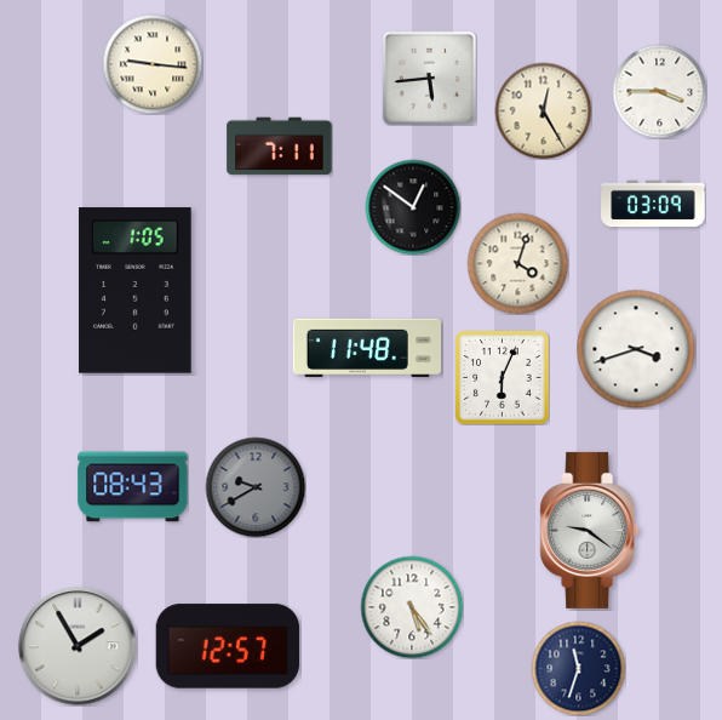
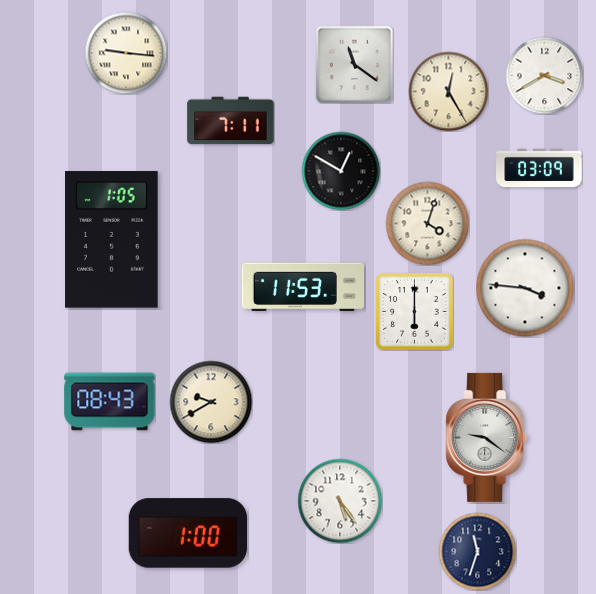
clock at (429, 78): 5:44 -> 11:21
clock at (659, 91): 3:45 -> 3:40
clock at (413, 207): 12:51 -> 12:50
clock at (517, 263) position: (517, 263) -> (427, 223)
clock at (366, 348): 11:48 -> 11:53
clock at (636, 349): 3:42 -> 3:46
clock at (502, 377): 6:04 -> 6:00
clock at (256, 487) dial: grey -> cream
clock at (78, 646): 1:55 -> none
clock at (228, 646): 12:57 -> 1:00
